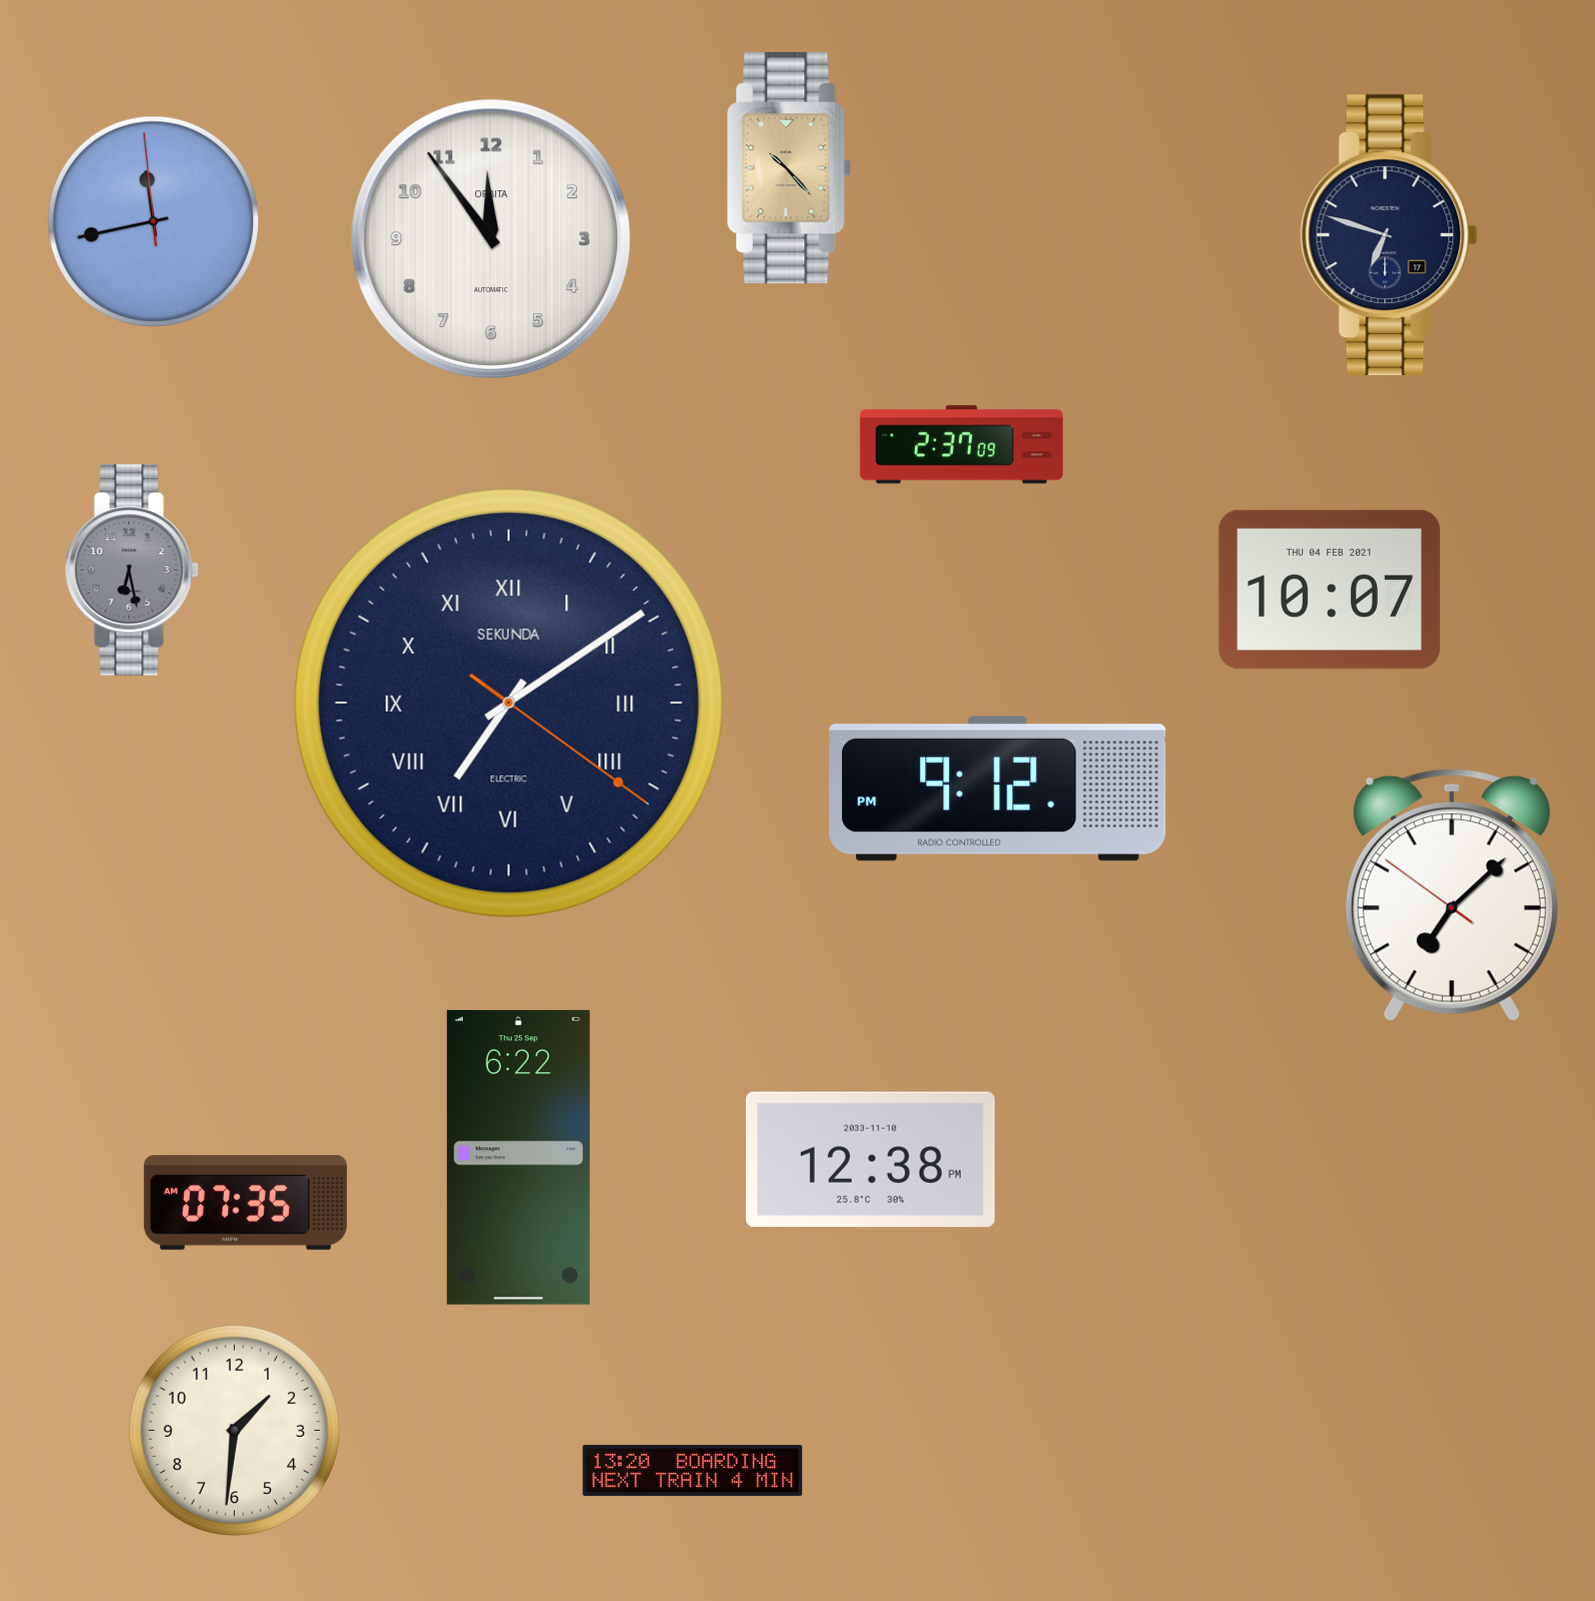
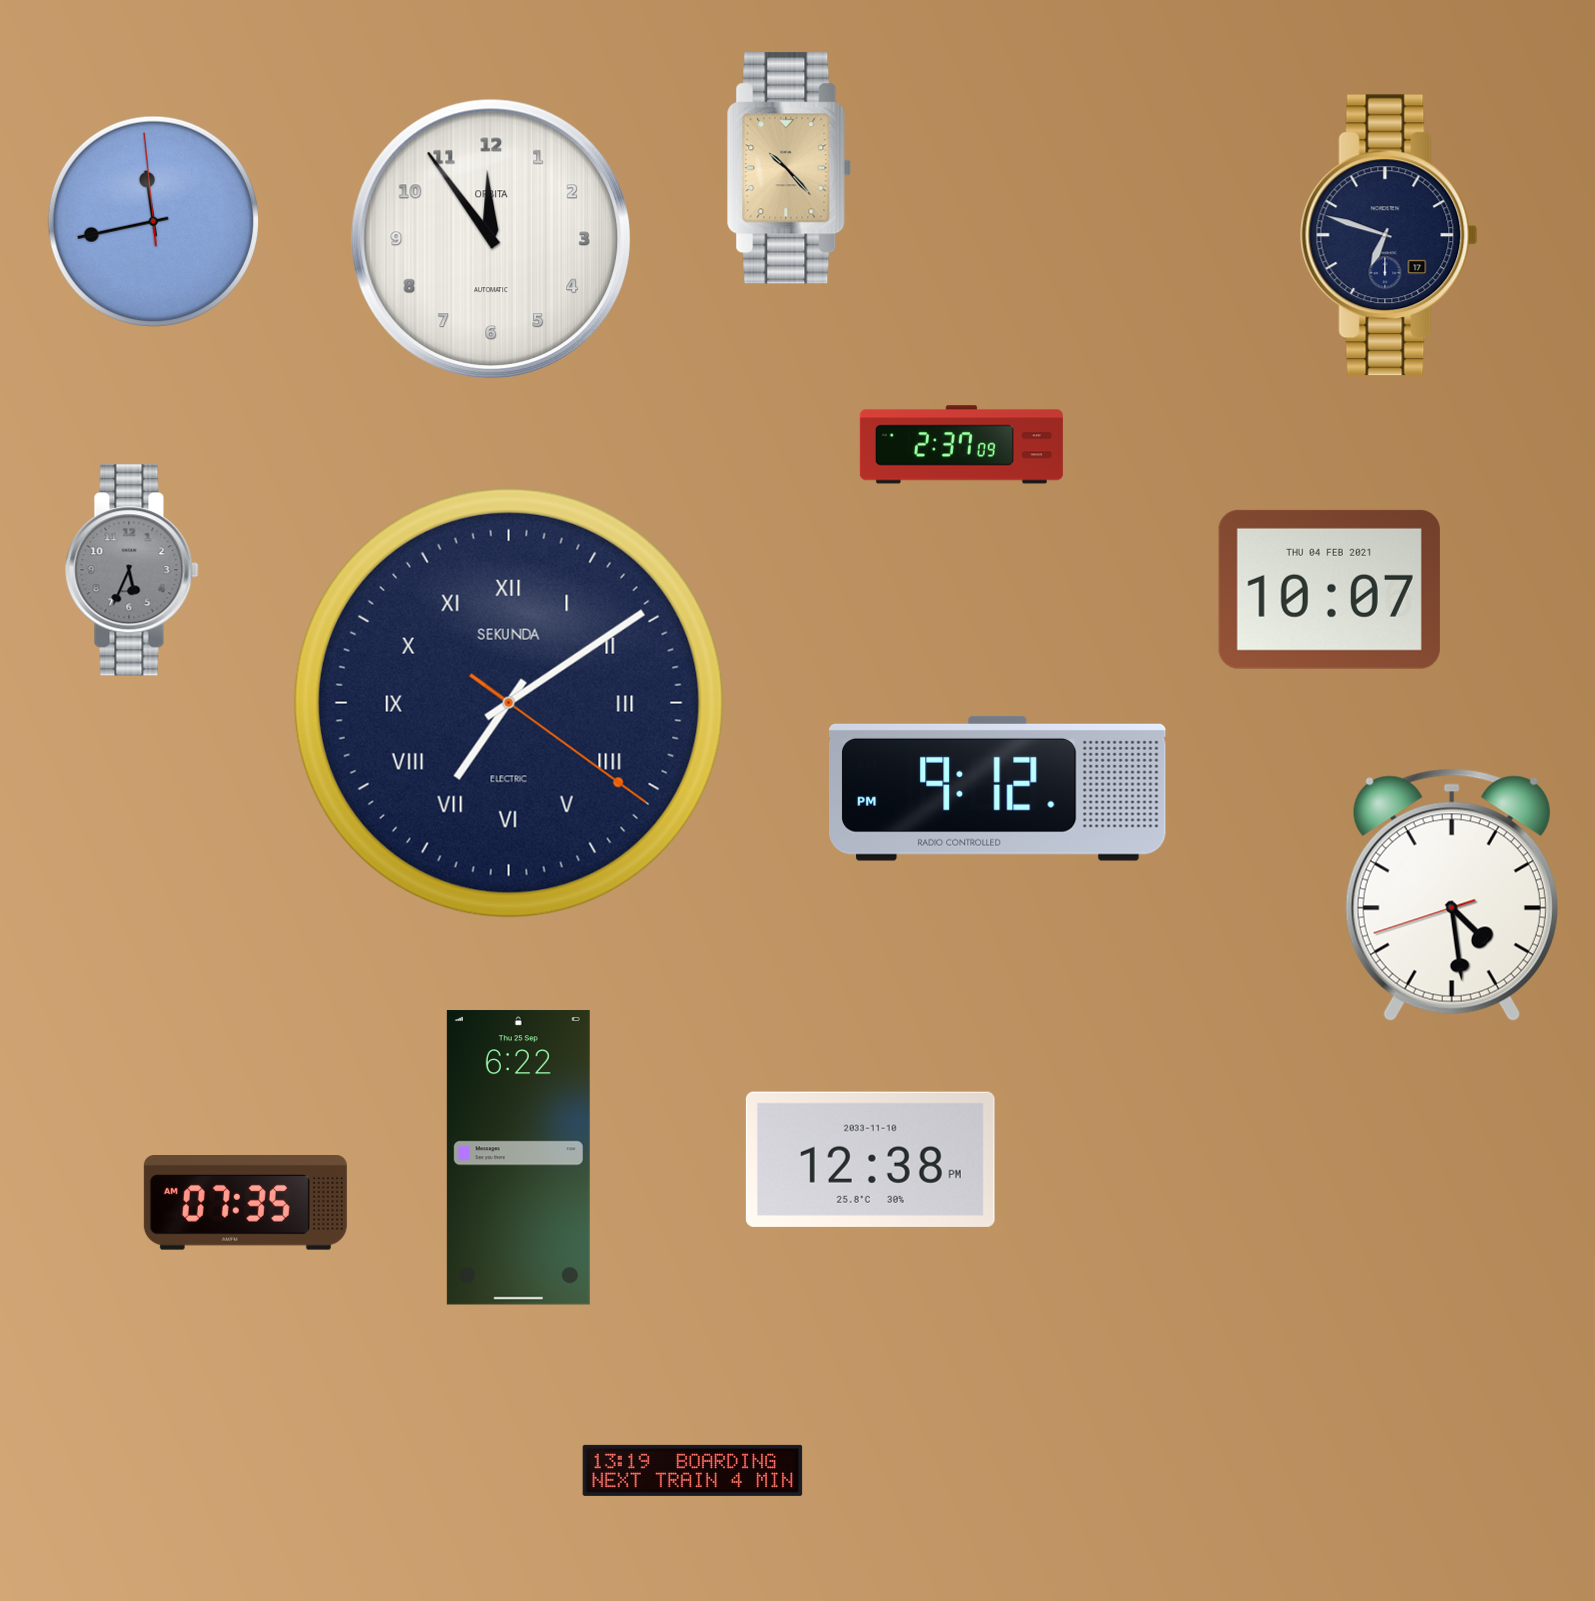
clock at (132, 570): 6:28 -> 5:34
clock at (1452, 895): 7:07 -> 4:28
clock at (234, 1430): 1:31 -> none
clock at (693, 1470): 13:20 -> 13:19
